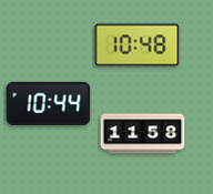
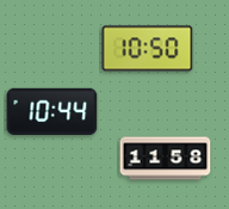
clock at (138, 45): 10:48 -> 10:50
clock at (143, 134) position: (143, 134) -> (166, 159)
